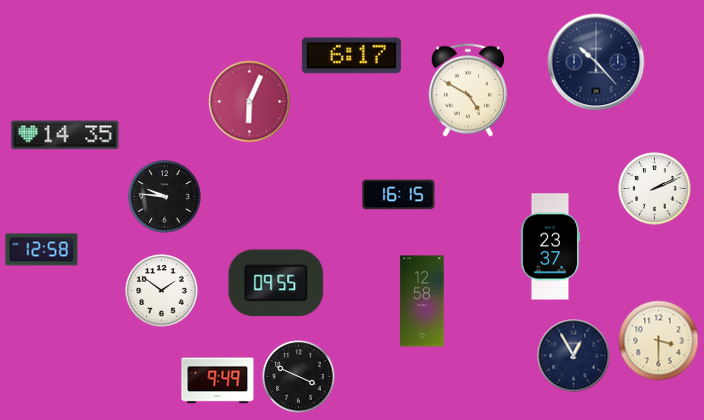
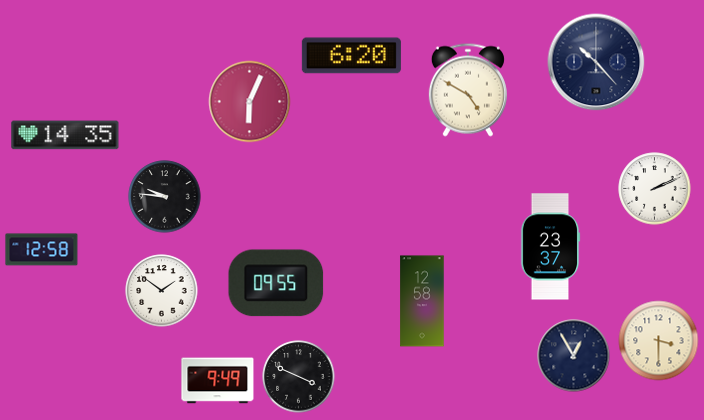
clock at (351, 56): 6:17 -> 6:20
clock at (399, 195): 16:15 -> none
